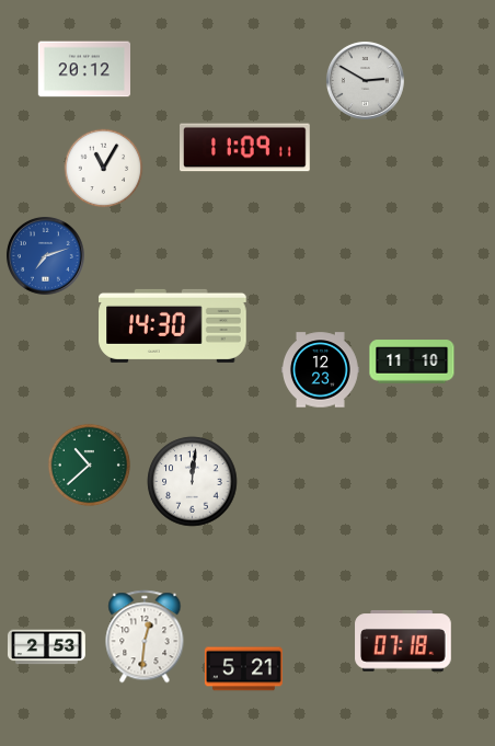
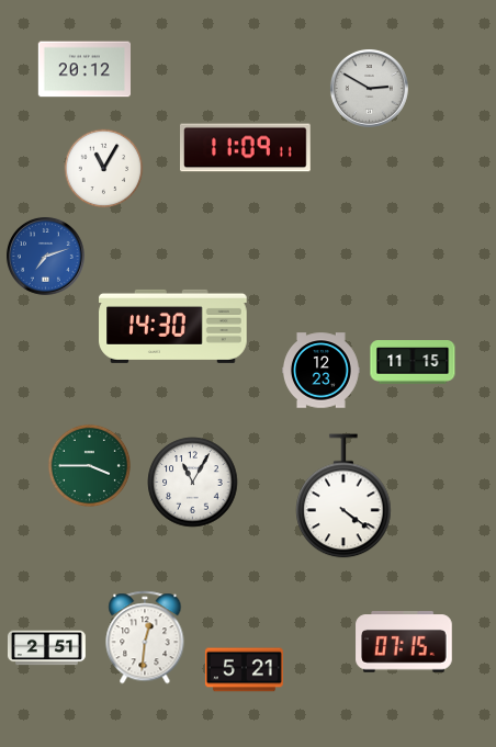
clock at (365, 80) position: (365, 80) -> (369, 88)
clock at (412, 361): 11:10 -> 11:15
clock at (89, 464): 10:38 -> 3:45
clock at (193, 482): 12:01 -> 11:05
clock at (343, 496): none -> 4:21
clock at (403, 641): 07:18 -> 07:15
clock at (46, 647): 2:53 -> 2:51
